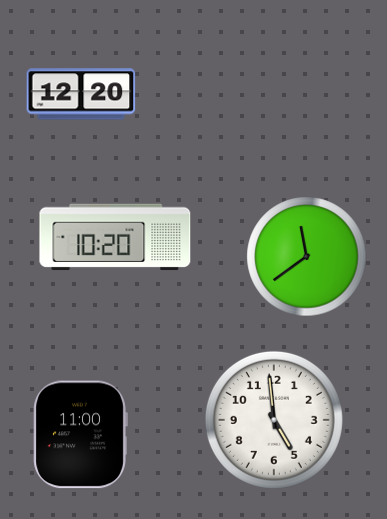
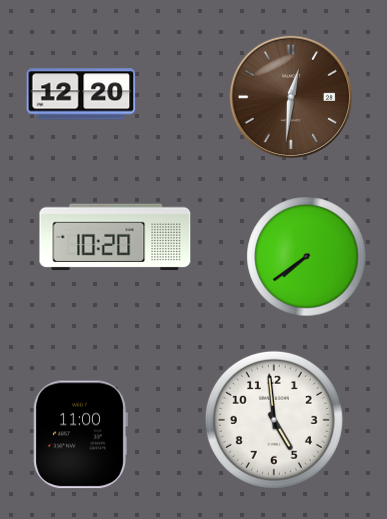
clock at (291, 97): none -> 12:31
clock at (307, 257): 11:39 -> 7:39
